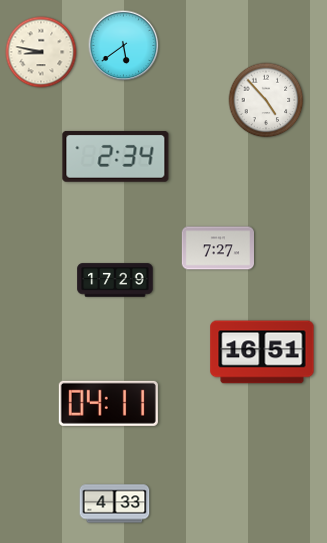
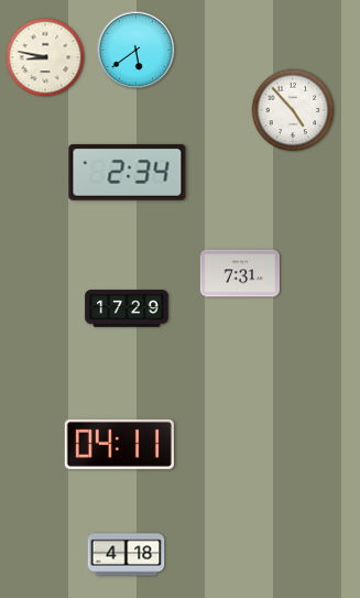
clock at (217, 248): 7:27 -> 7:31
clock at (262, 352): 16:51 -> none
clock at (115, 504): 4:33 -> 4:18
